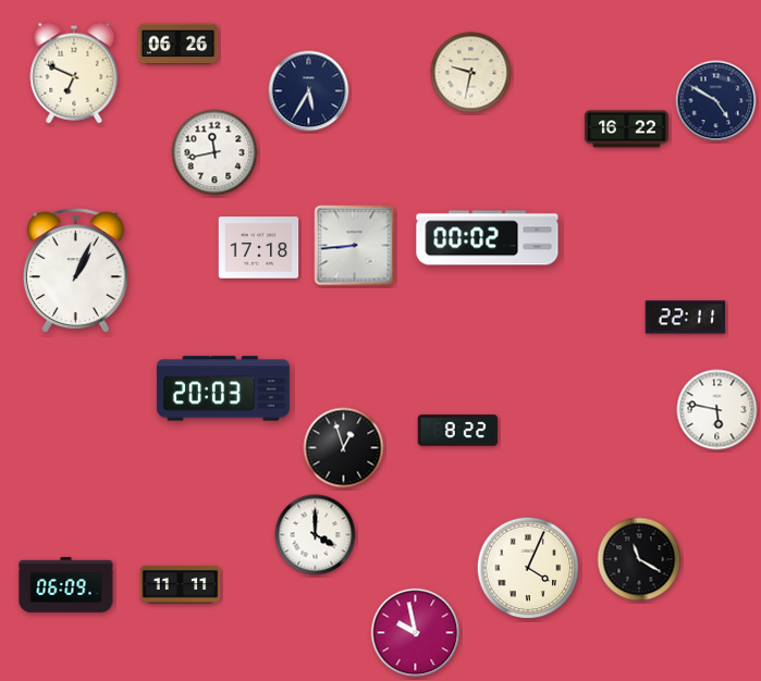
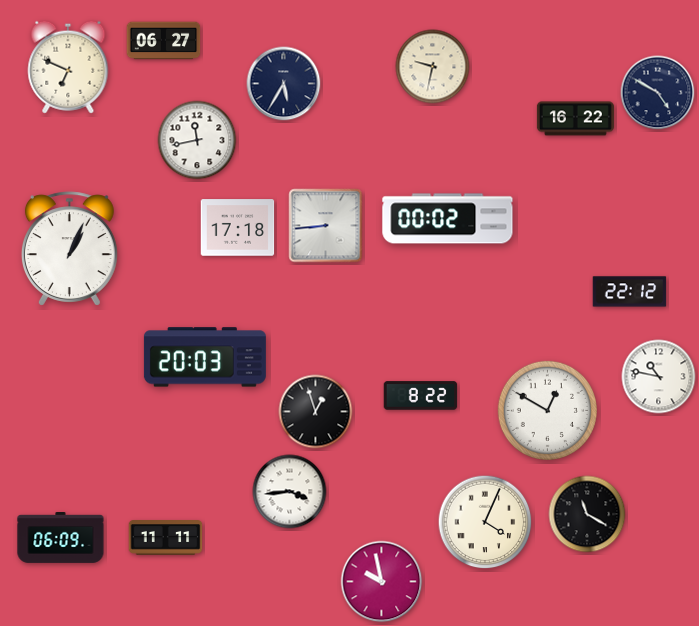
clock at (179, 45): 06:26 -> 06:27
clock at (686, 318): 22:11 -> 22:12
clock at (717, 410): 5:47 -> 10:47
clock at (547, 410): none -> 12:50
clock at (316, 535): 4:00 -> 3:44
